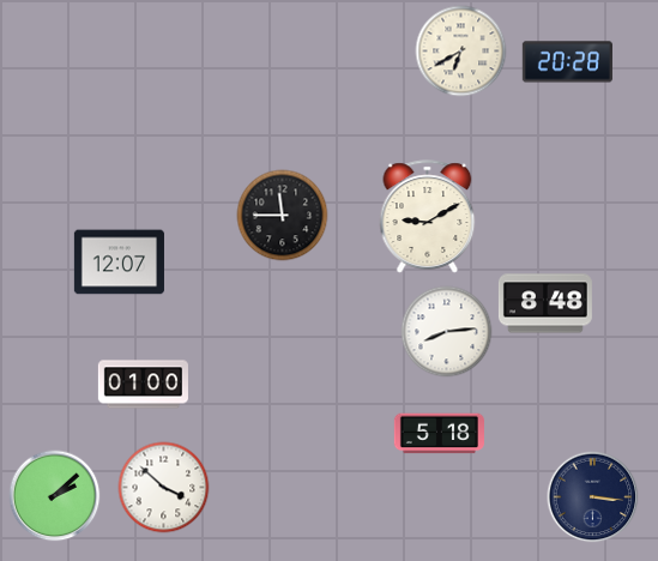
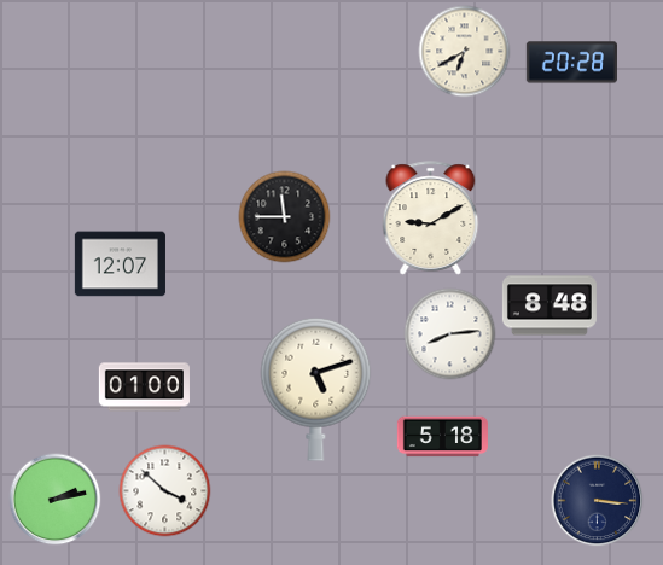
clock at (316, 389): none -> 5:12
clock at (55, 496): 2:08 -> 2:13
